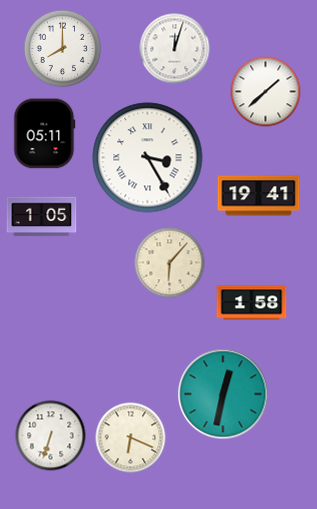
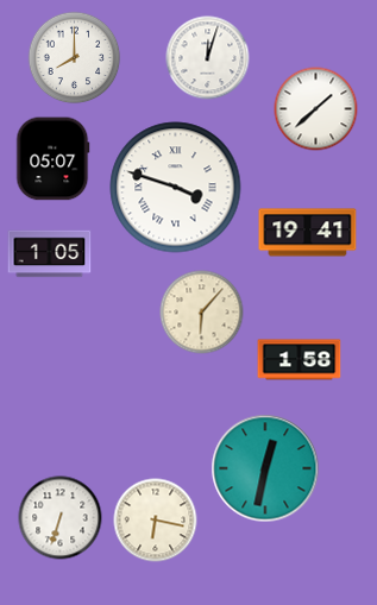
clock at (45, 134): 05:11 -> 05:07
clock at (148, 158): 3:25 -> 3:48
clock at (42, 217) position: (42, 217) -> (50, 254)
clock at (131, 438): 6:19 -> 6:17
